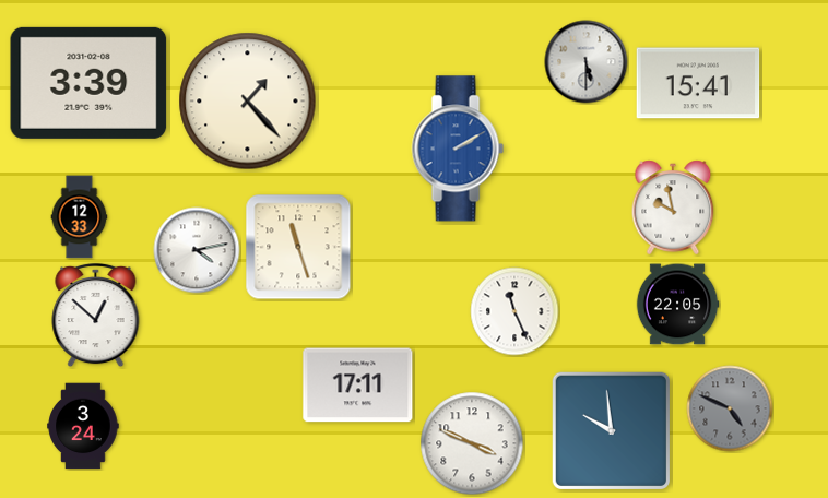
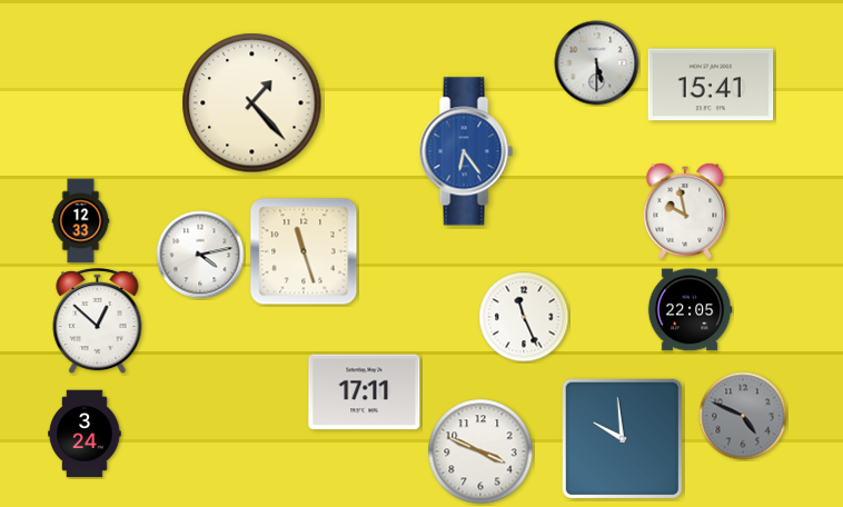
clock at (88, 83): 3:39 -> none
clock at (458, 149): 2:10 -> 6:24
